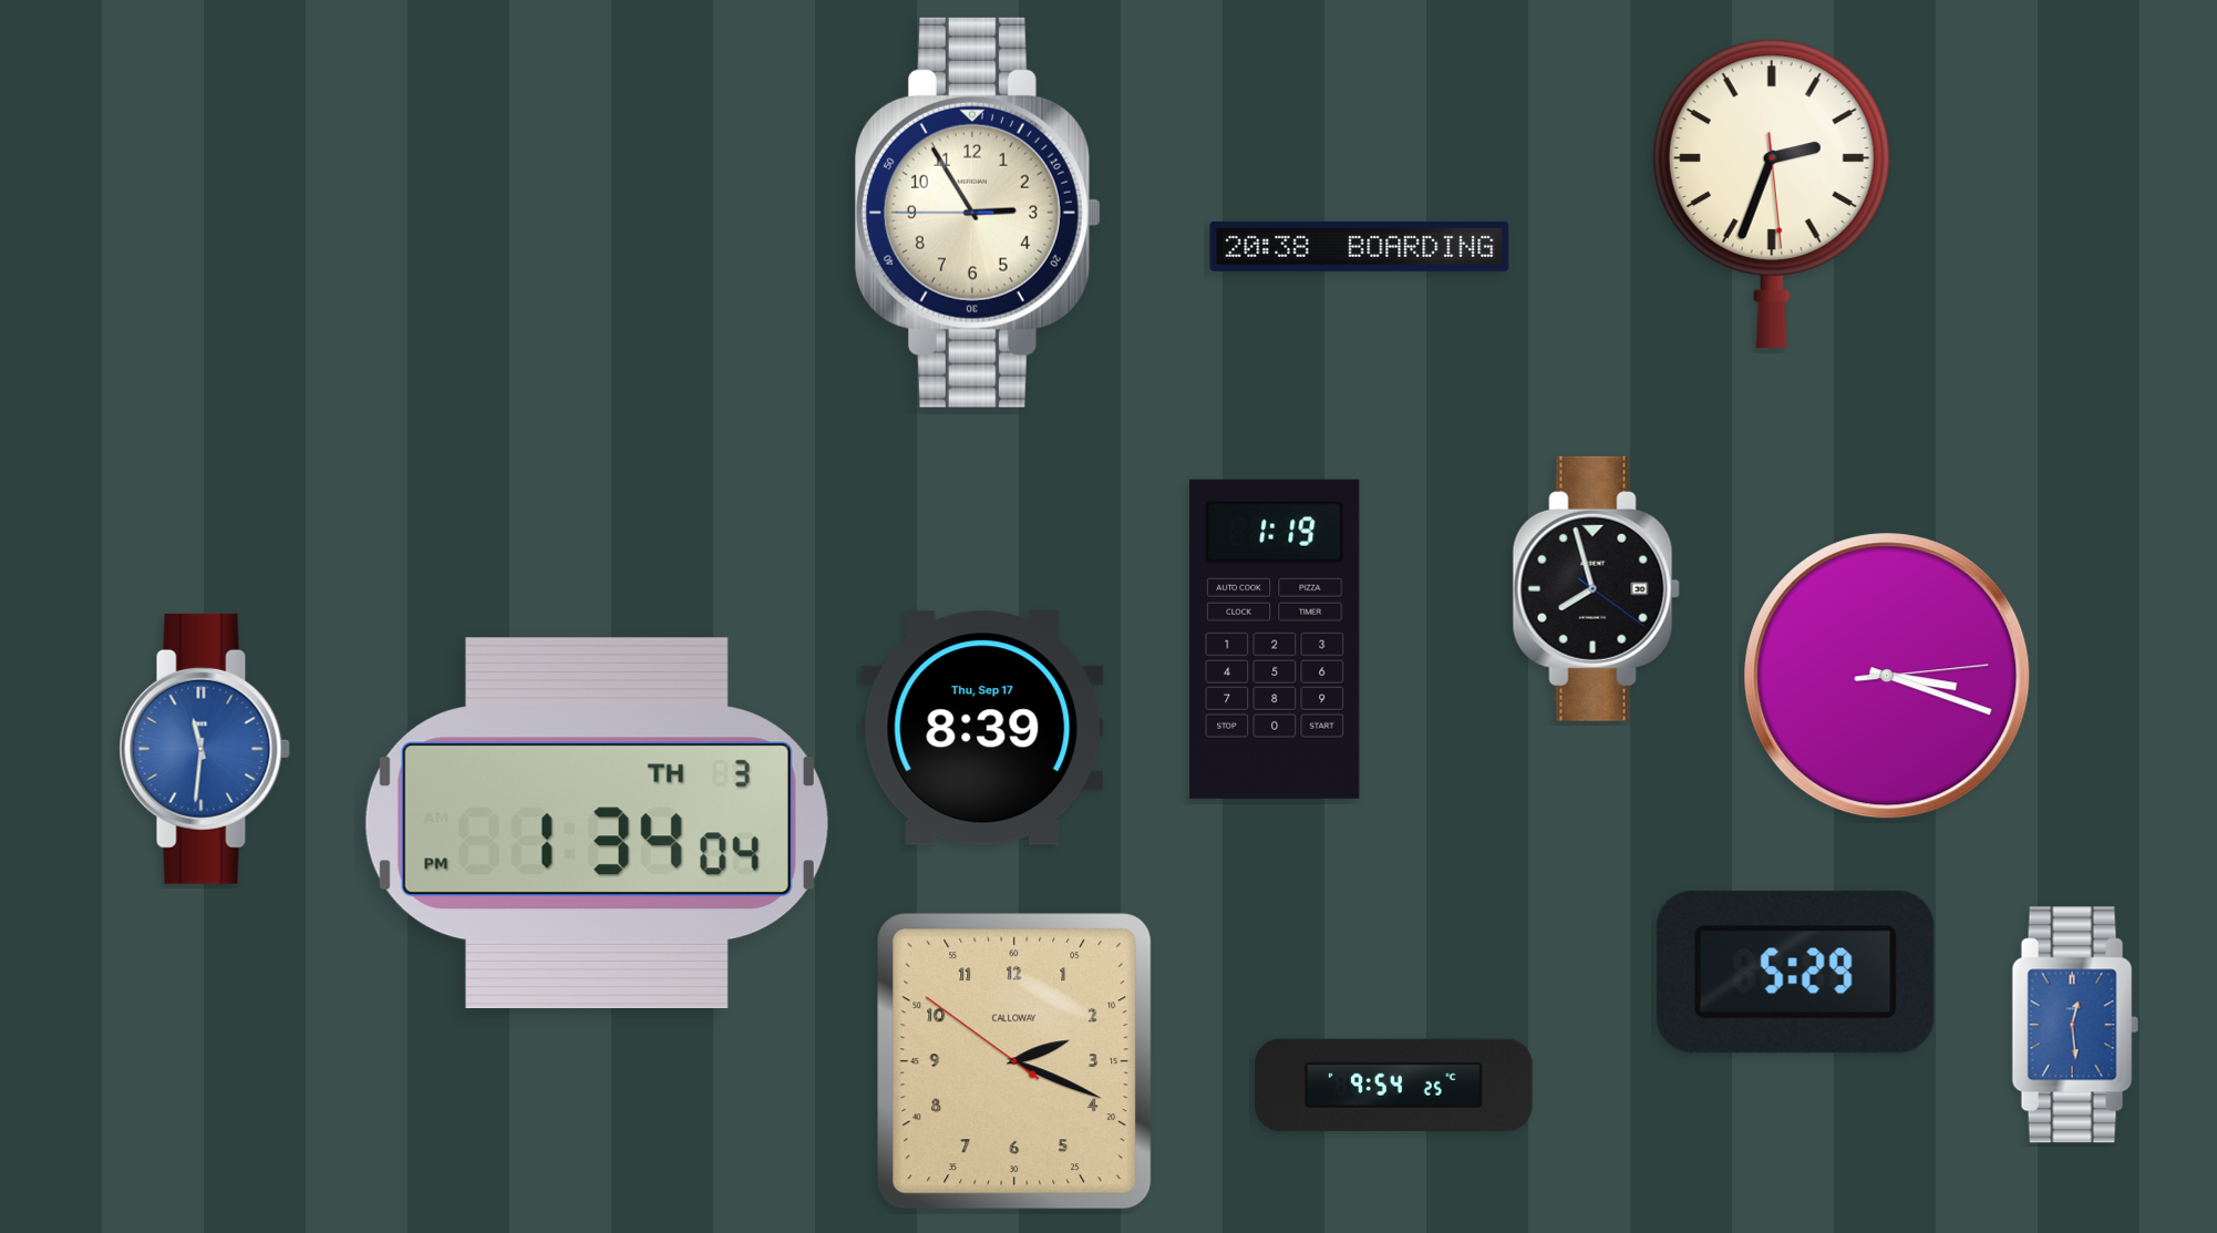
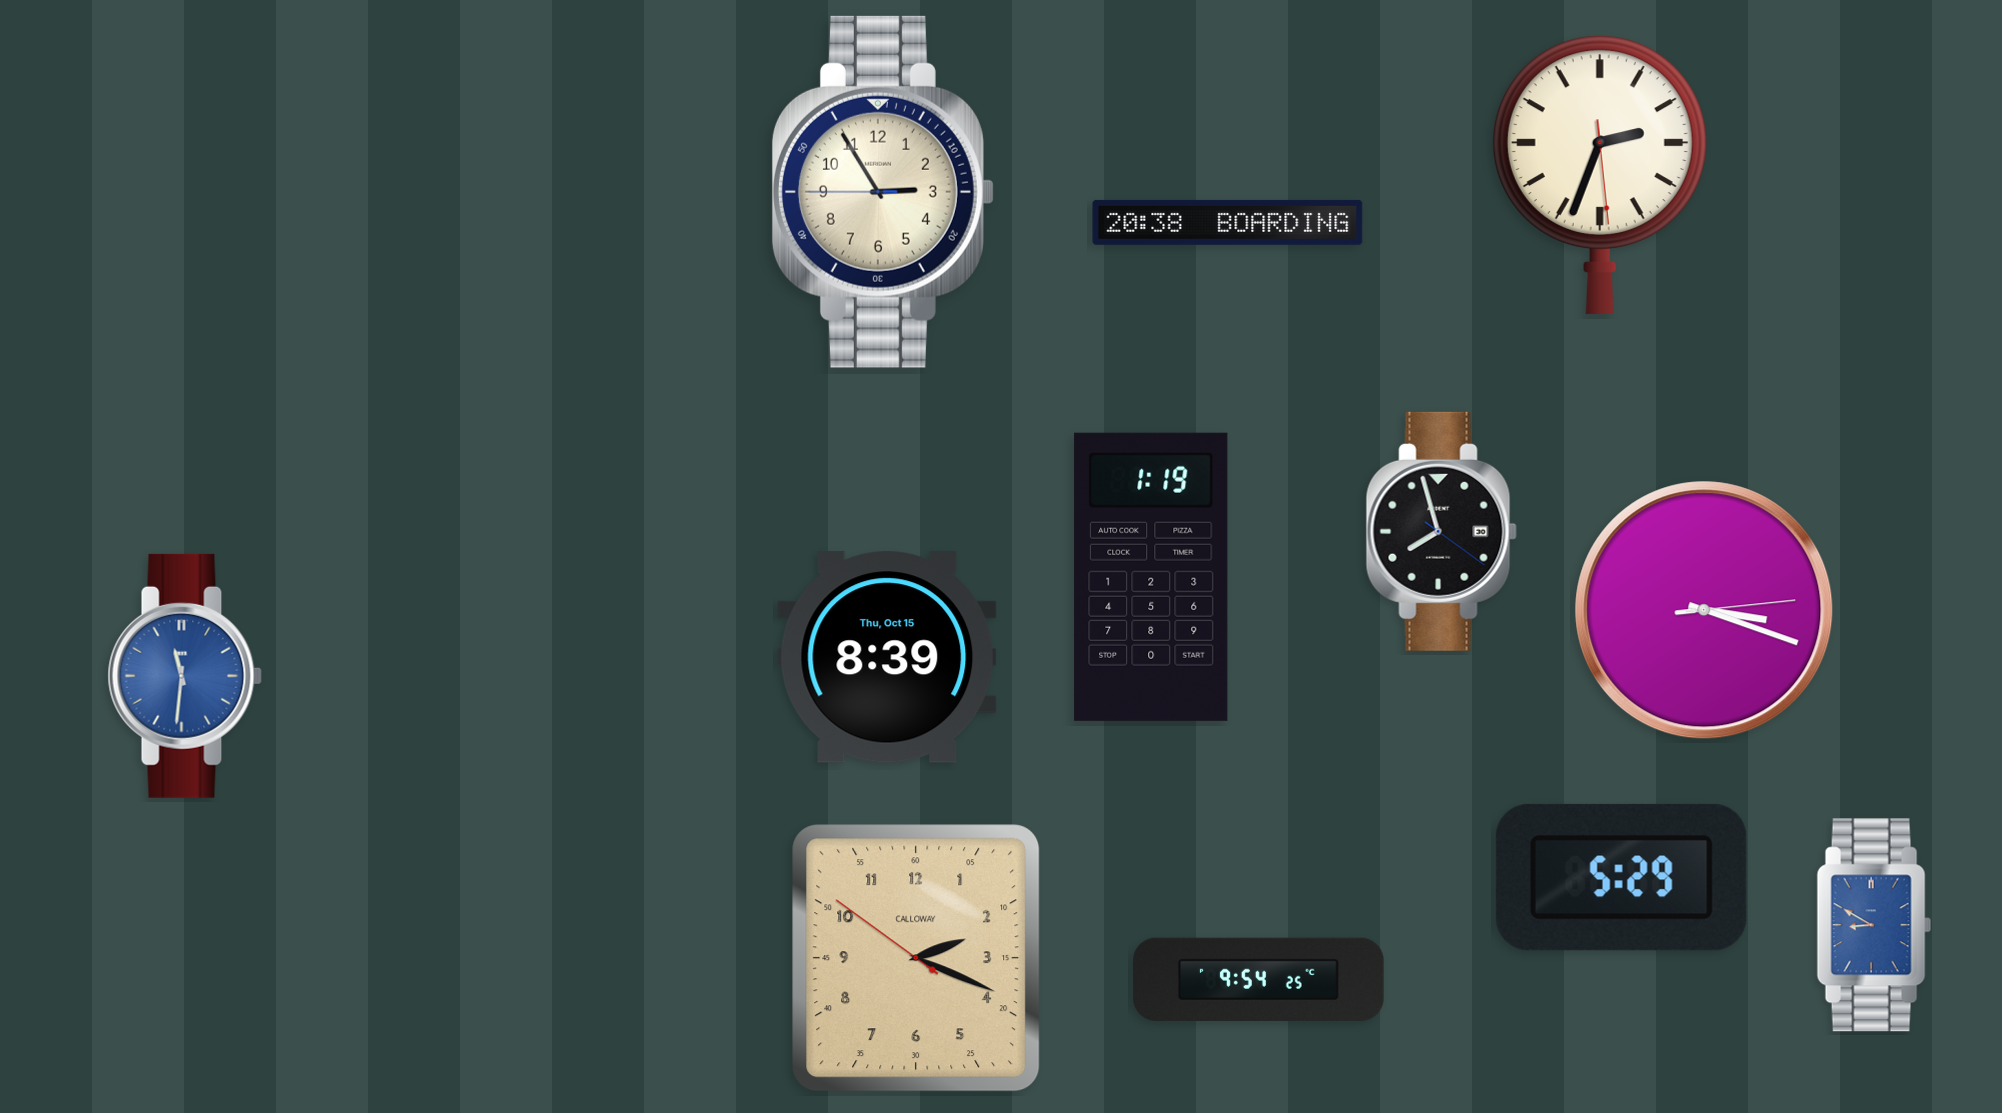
clock at (982, 728) date: Thu, Sep 17 -> Thu, Oct 15
clock at (597, 823): 1:34 -> none
clock at (2075, 1025): 12:29 -> 8:50
